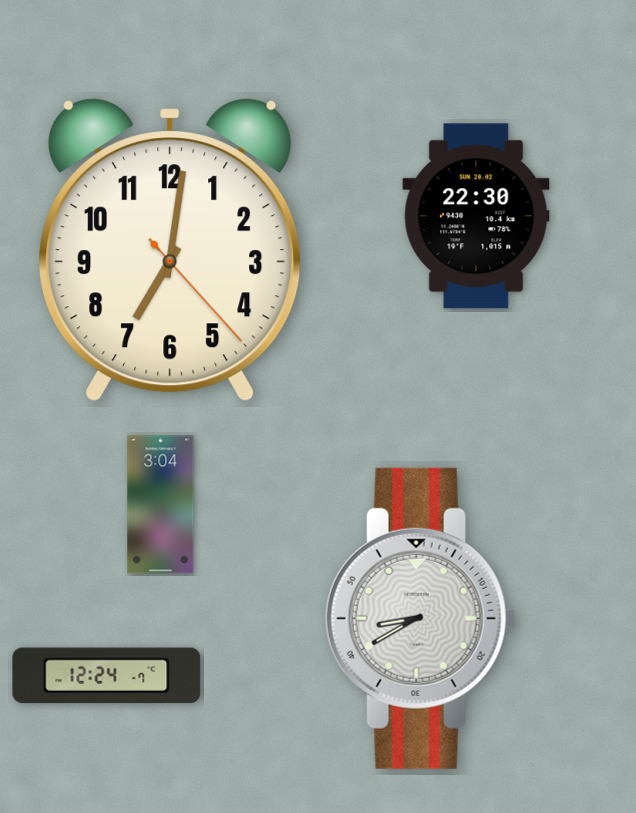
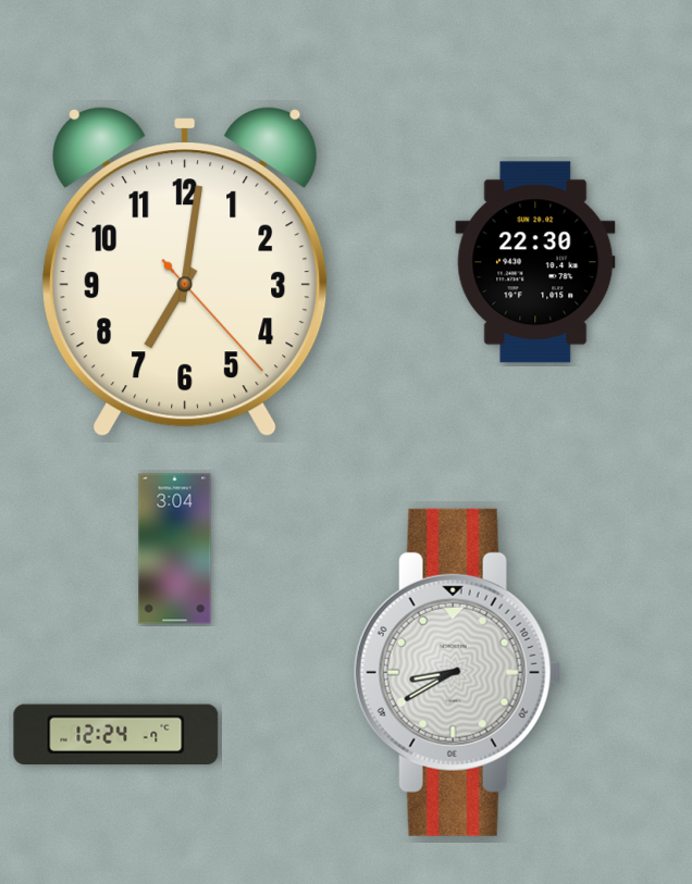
clock at (476, 216) position: (476, 216) -> (535, 262)
